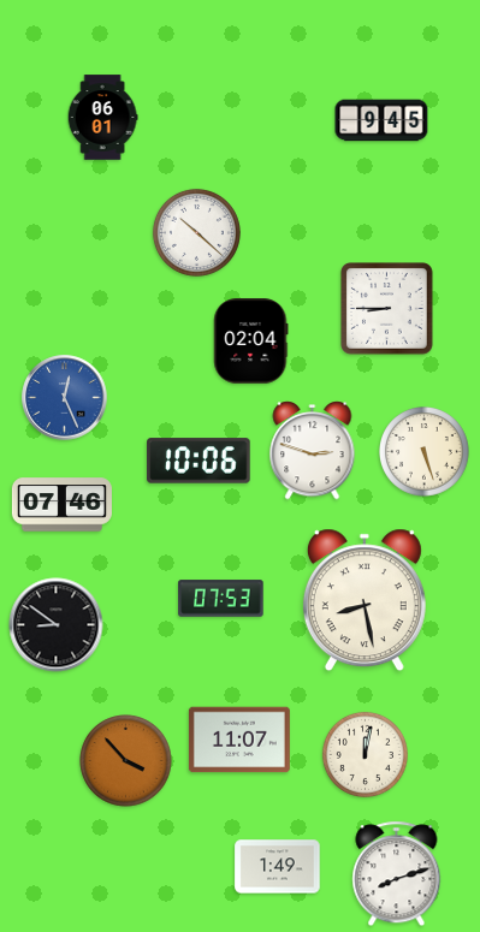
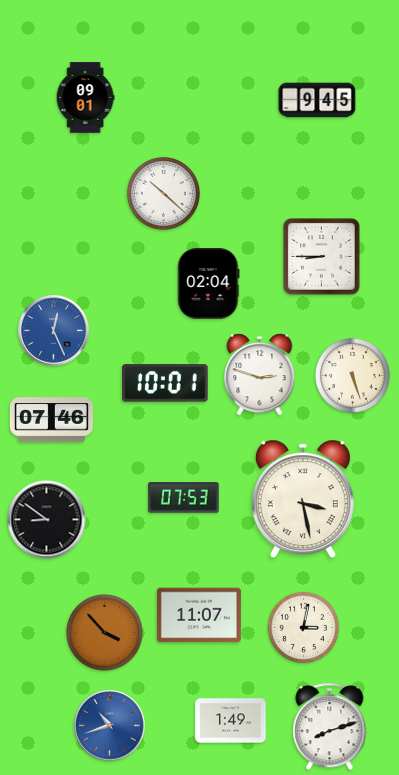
clock at (102, 118): 06:01 -> 09:01
clock at (198, 461): 10:06 -> 10:01
clock at (365, 600): 8:28 -> 3:28
clock at (365, 754): 12:02 -> 3:02
clock at (110, 726): none -> 10:42
